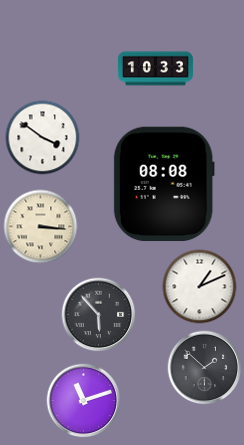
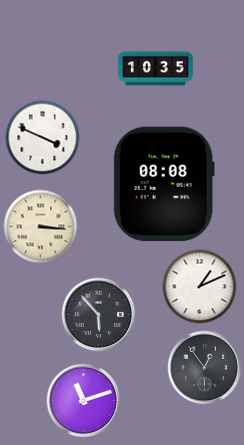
clock at (155, 69): 10:33 -> 10:35
clock at (43, 138): 3:51 -> 3:49
clock at (205, 368): 1:52 -> 12:54
